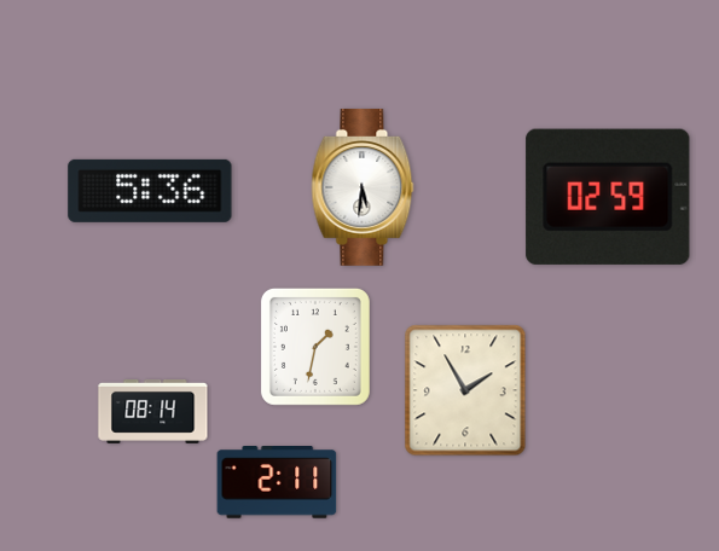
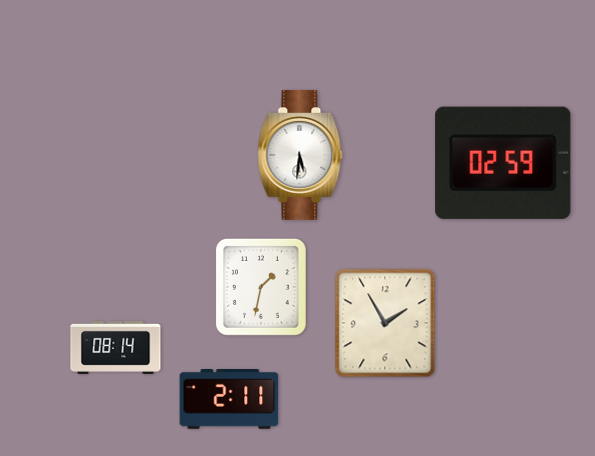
clock at (150, 191): 5:36 -> none
clock at (153, 411) position: (153, 411) -> (116, 347)
